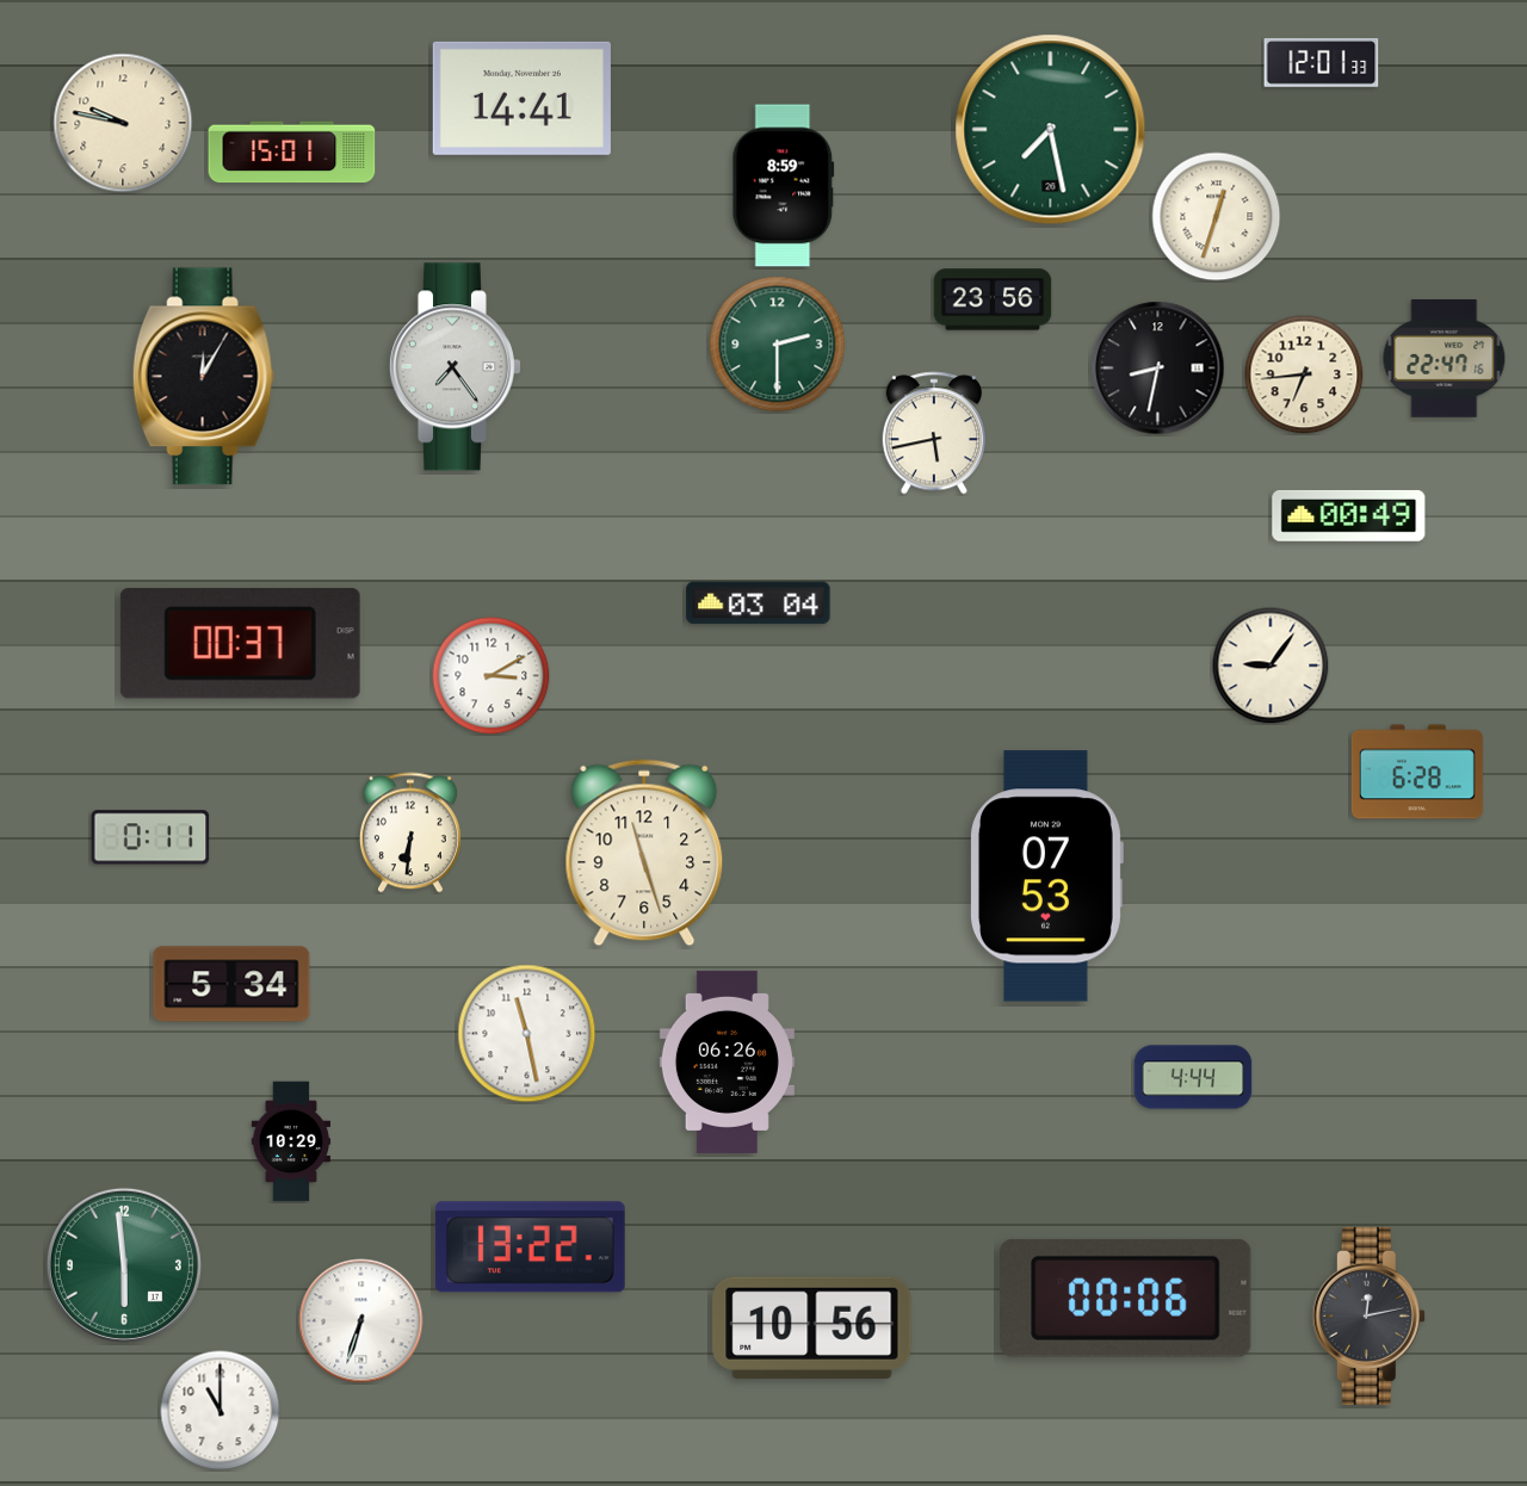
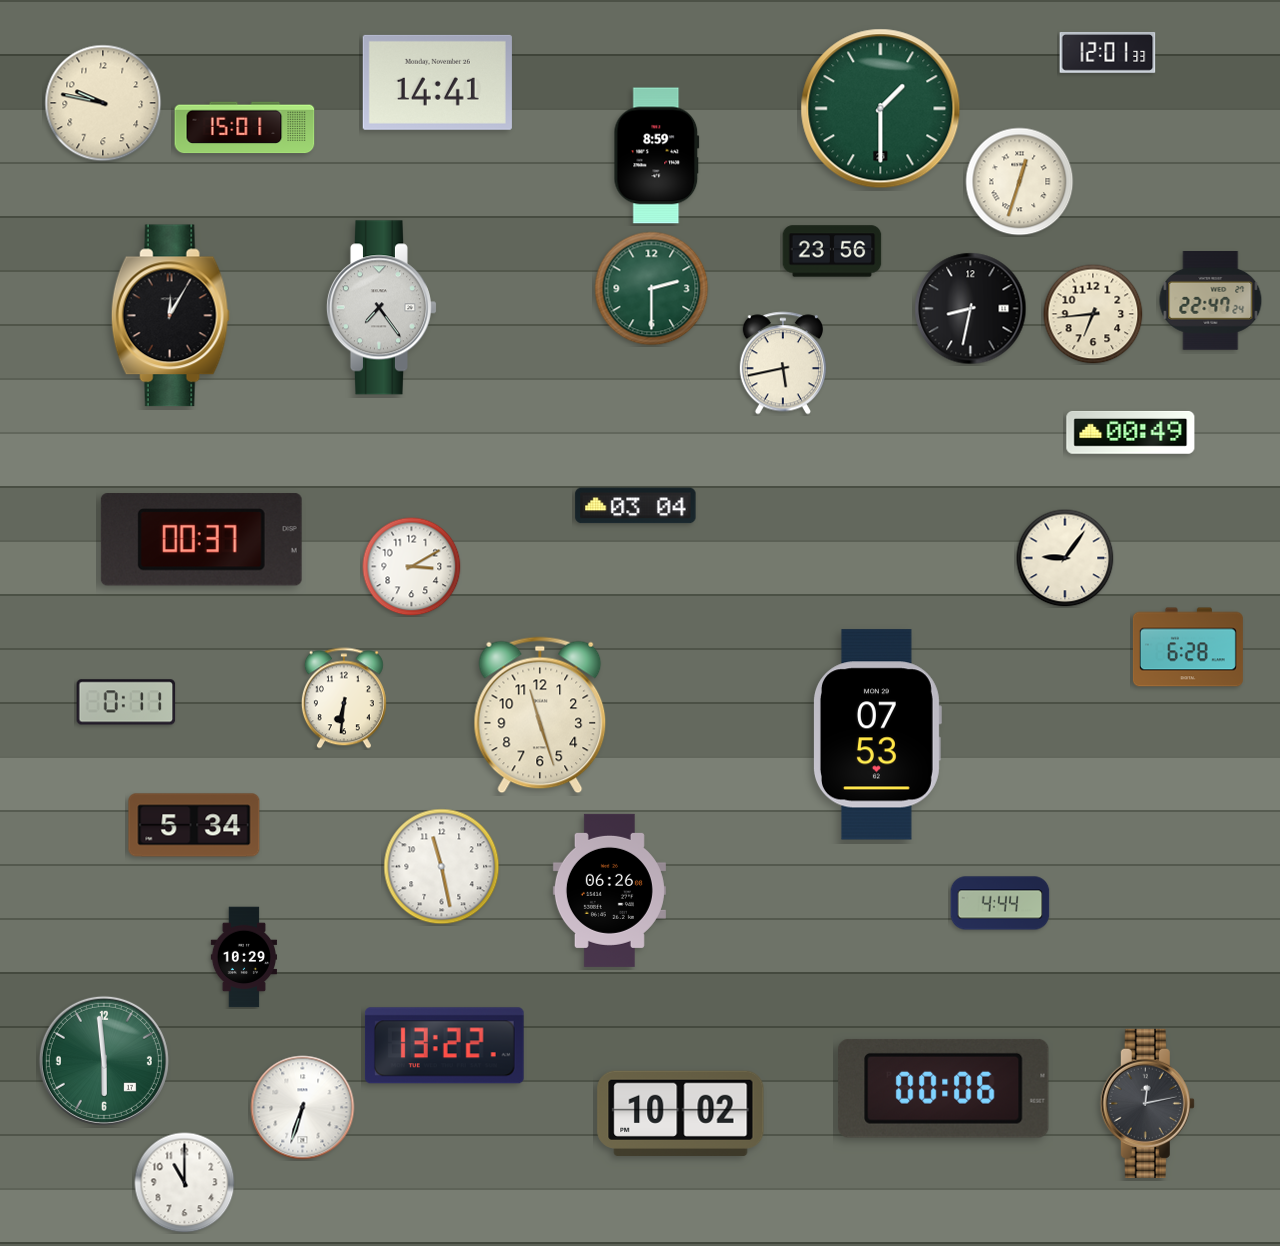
clock at (1051, 130): 7:28 -> 1:30
clock at (1445, 359): 22:47:16 -> 22:47:24
clock at (812, 1327): 10:56 -> 10:02
